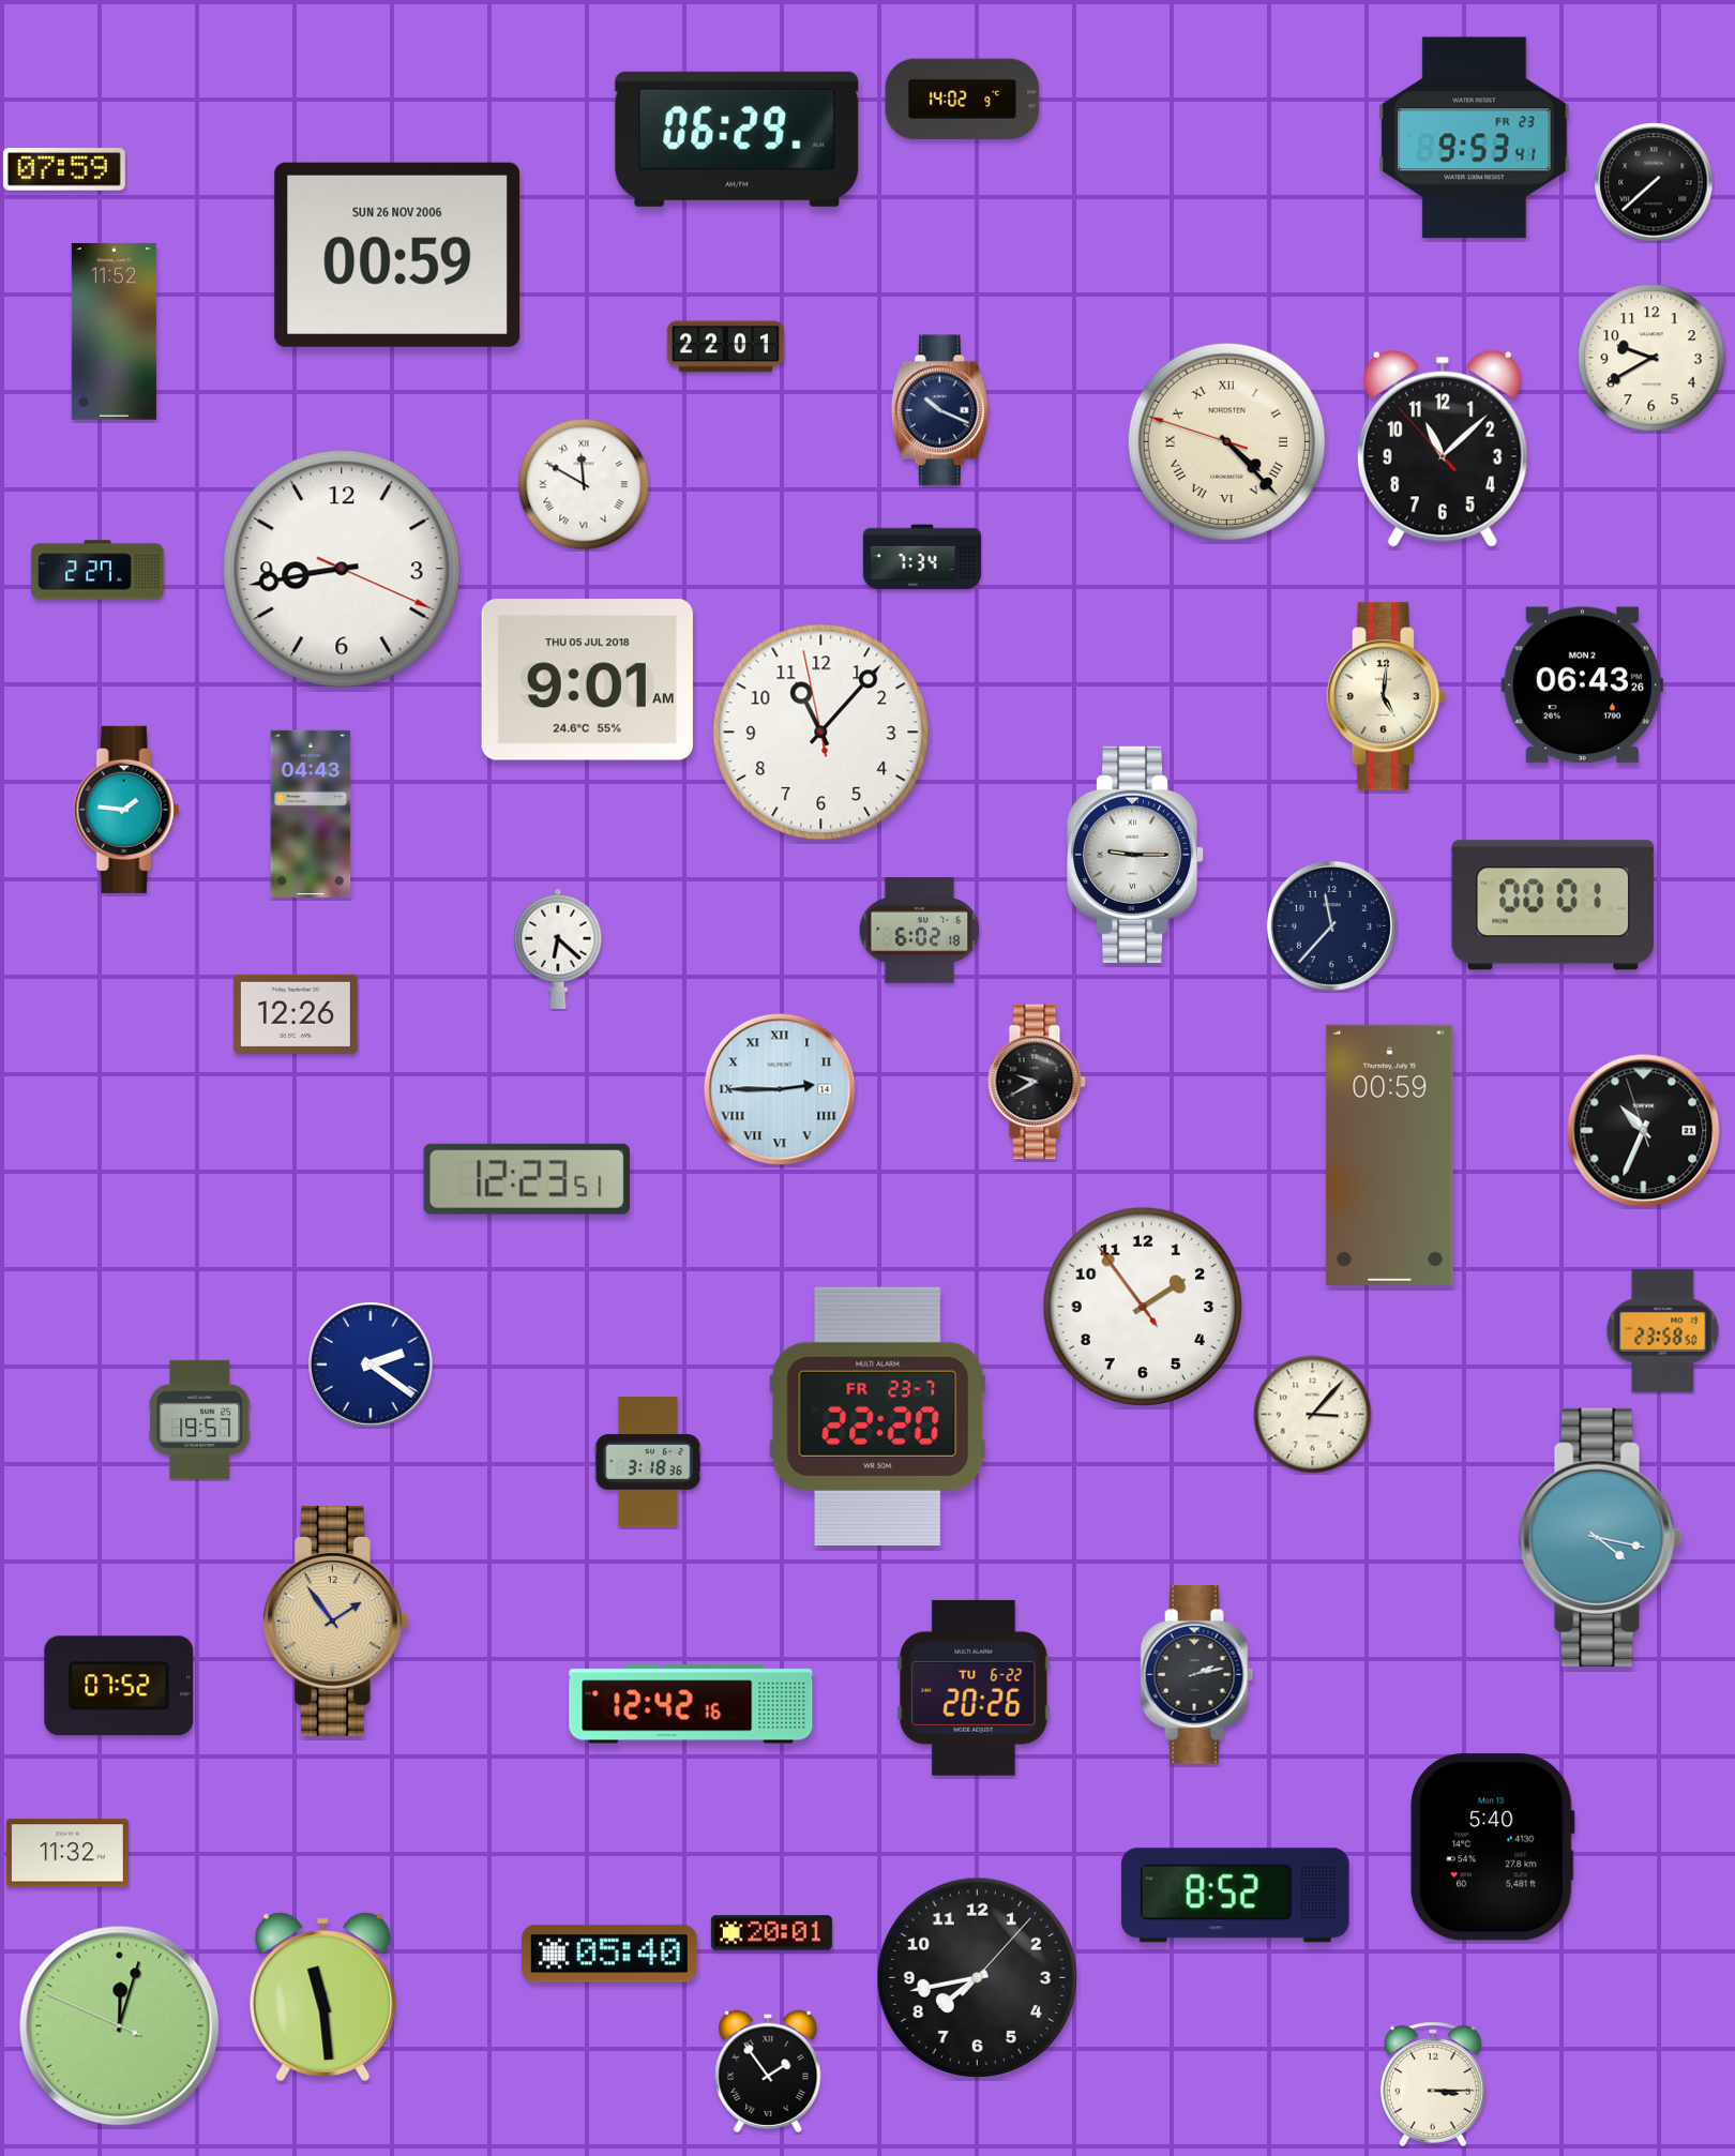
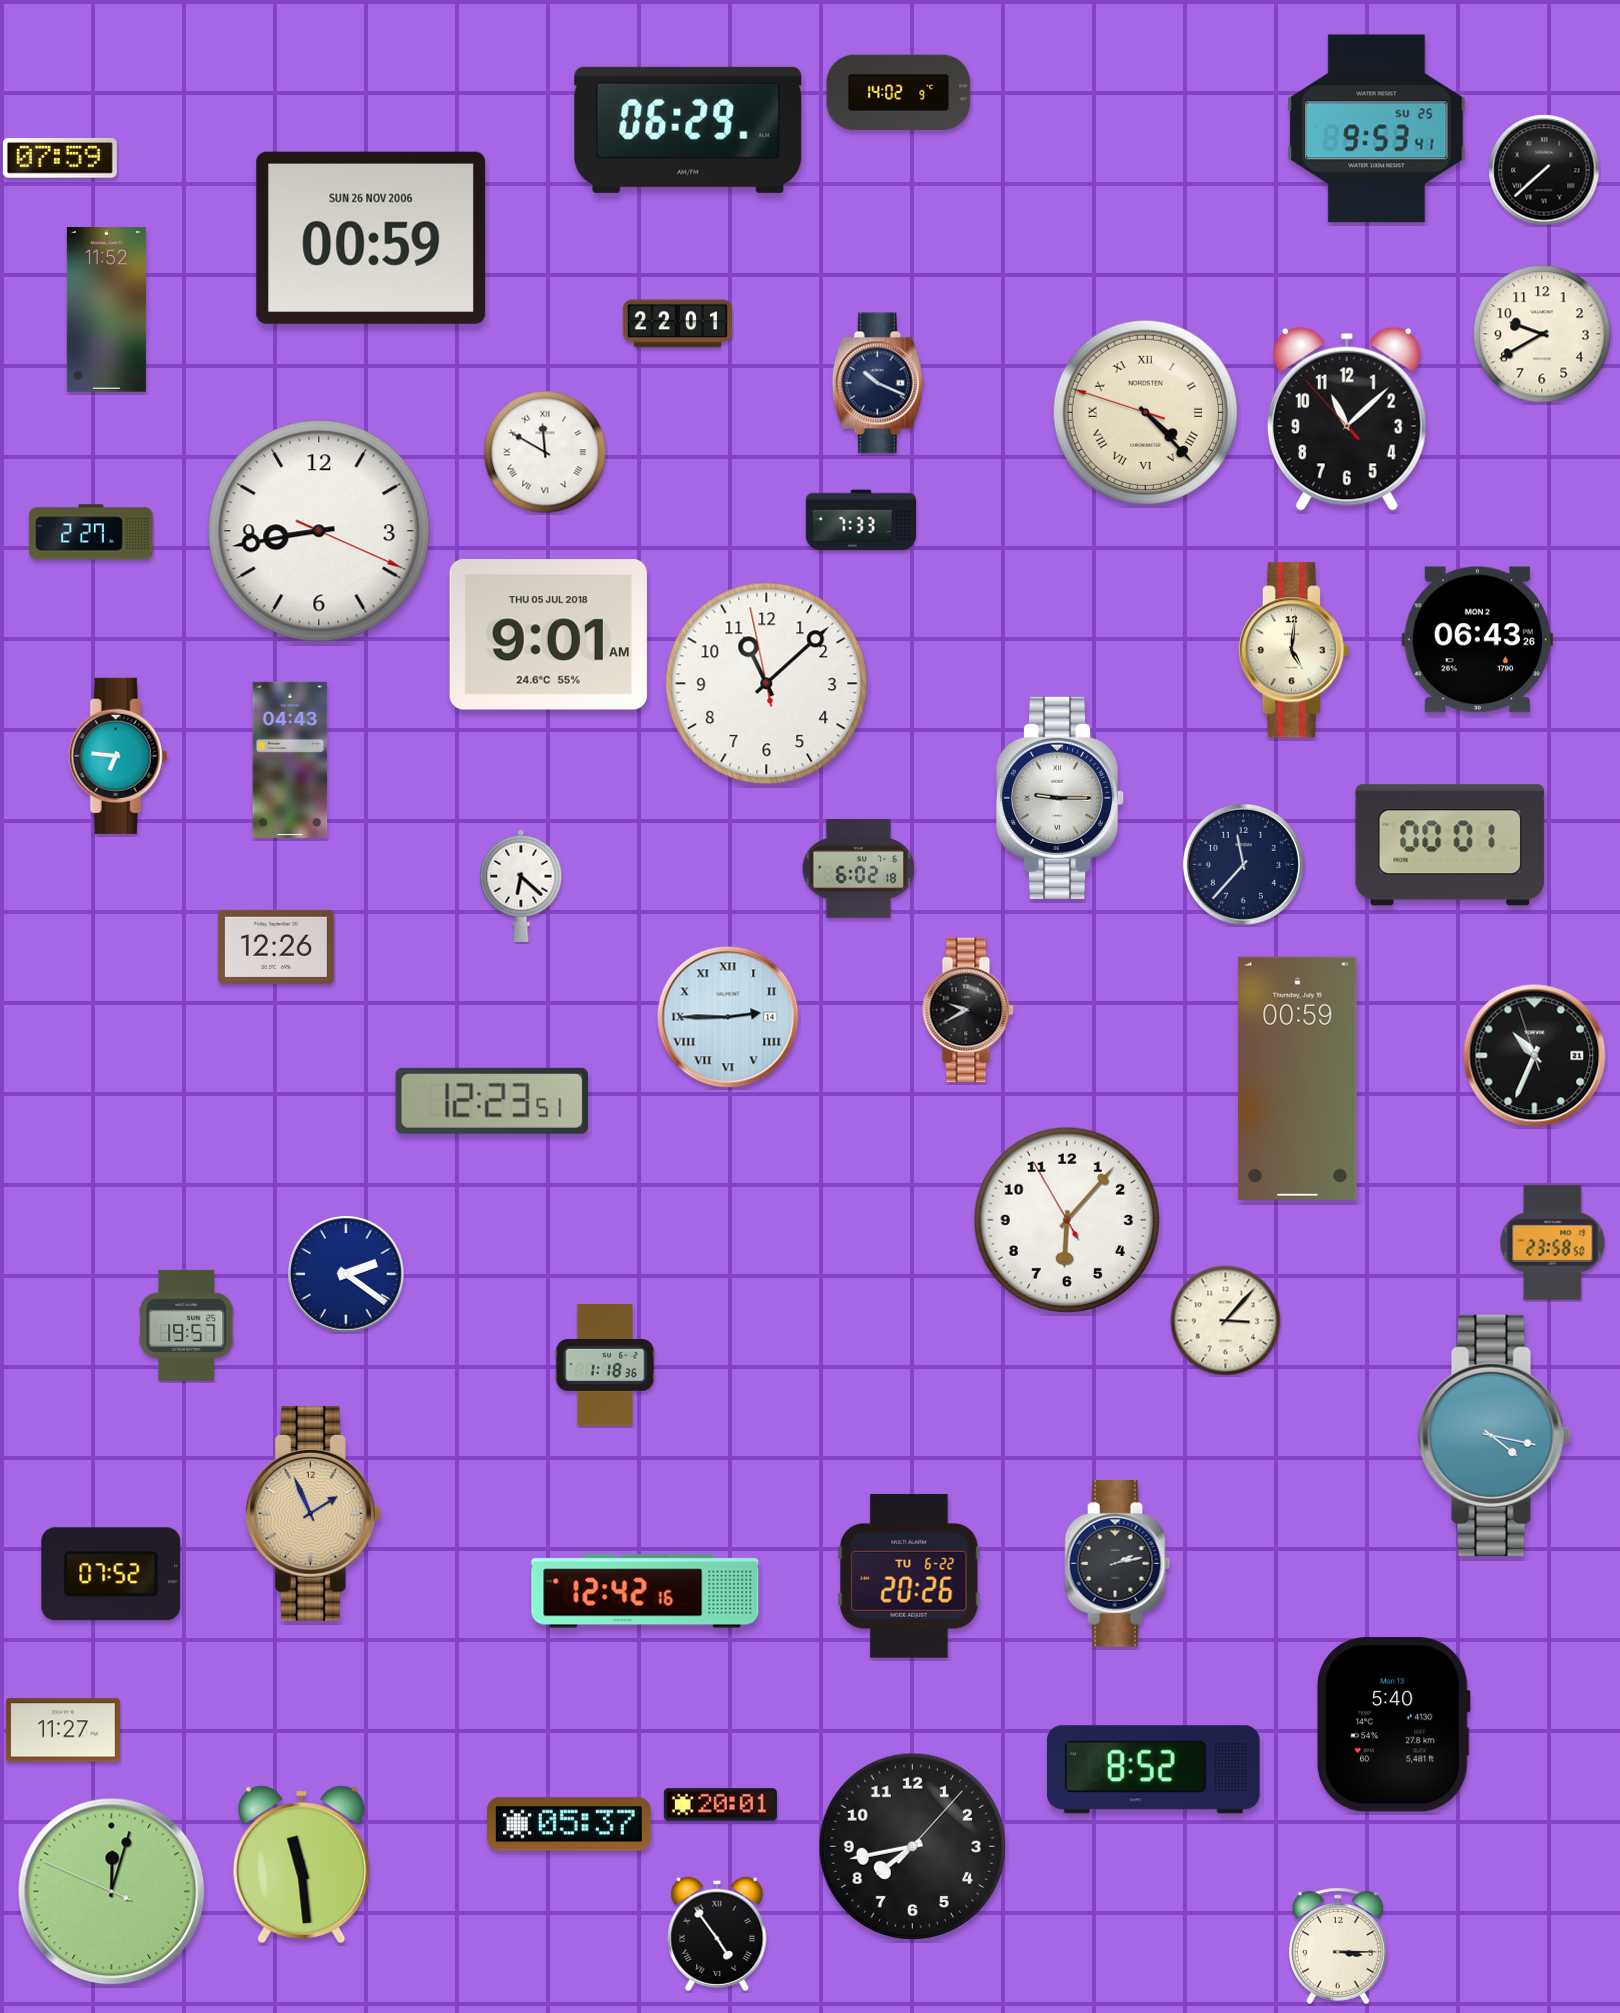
clock at (1475, 138) date: FR 23 -> SU 25
clock at (922, 557): 7:34 -> 7:33
clock at (821, 733): 11:06 -> 11:07
clock at (126, 810): 1:46 -> 6:46
clock at (1143, 1307): 1:53 -> 6:06
clock at (878, 1416): 22:20 -> none
clock at (648, 1462): 3:18 -> 1:18
clock at (336, 1622): 1:54 -> 1:56
clock at (67, 1853): 11:32 -> 11:27
clock at (609, 1954): 05:40 -> 05:37
clock at (768, 2071): 1:54 -> 4:54
